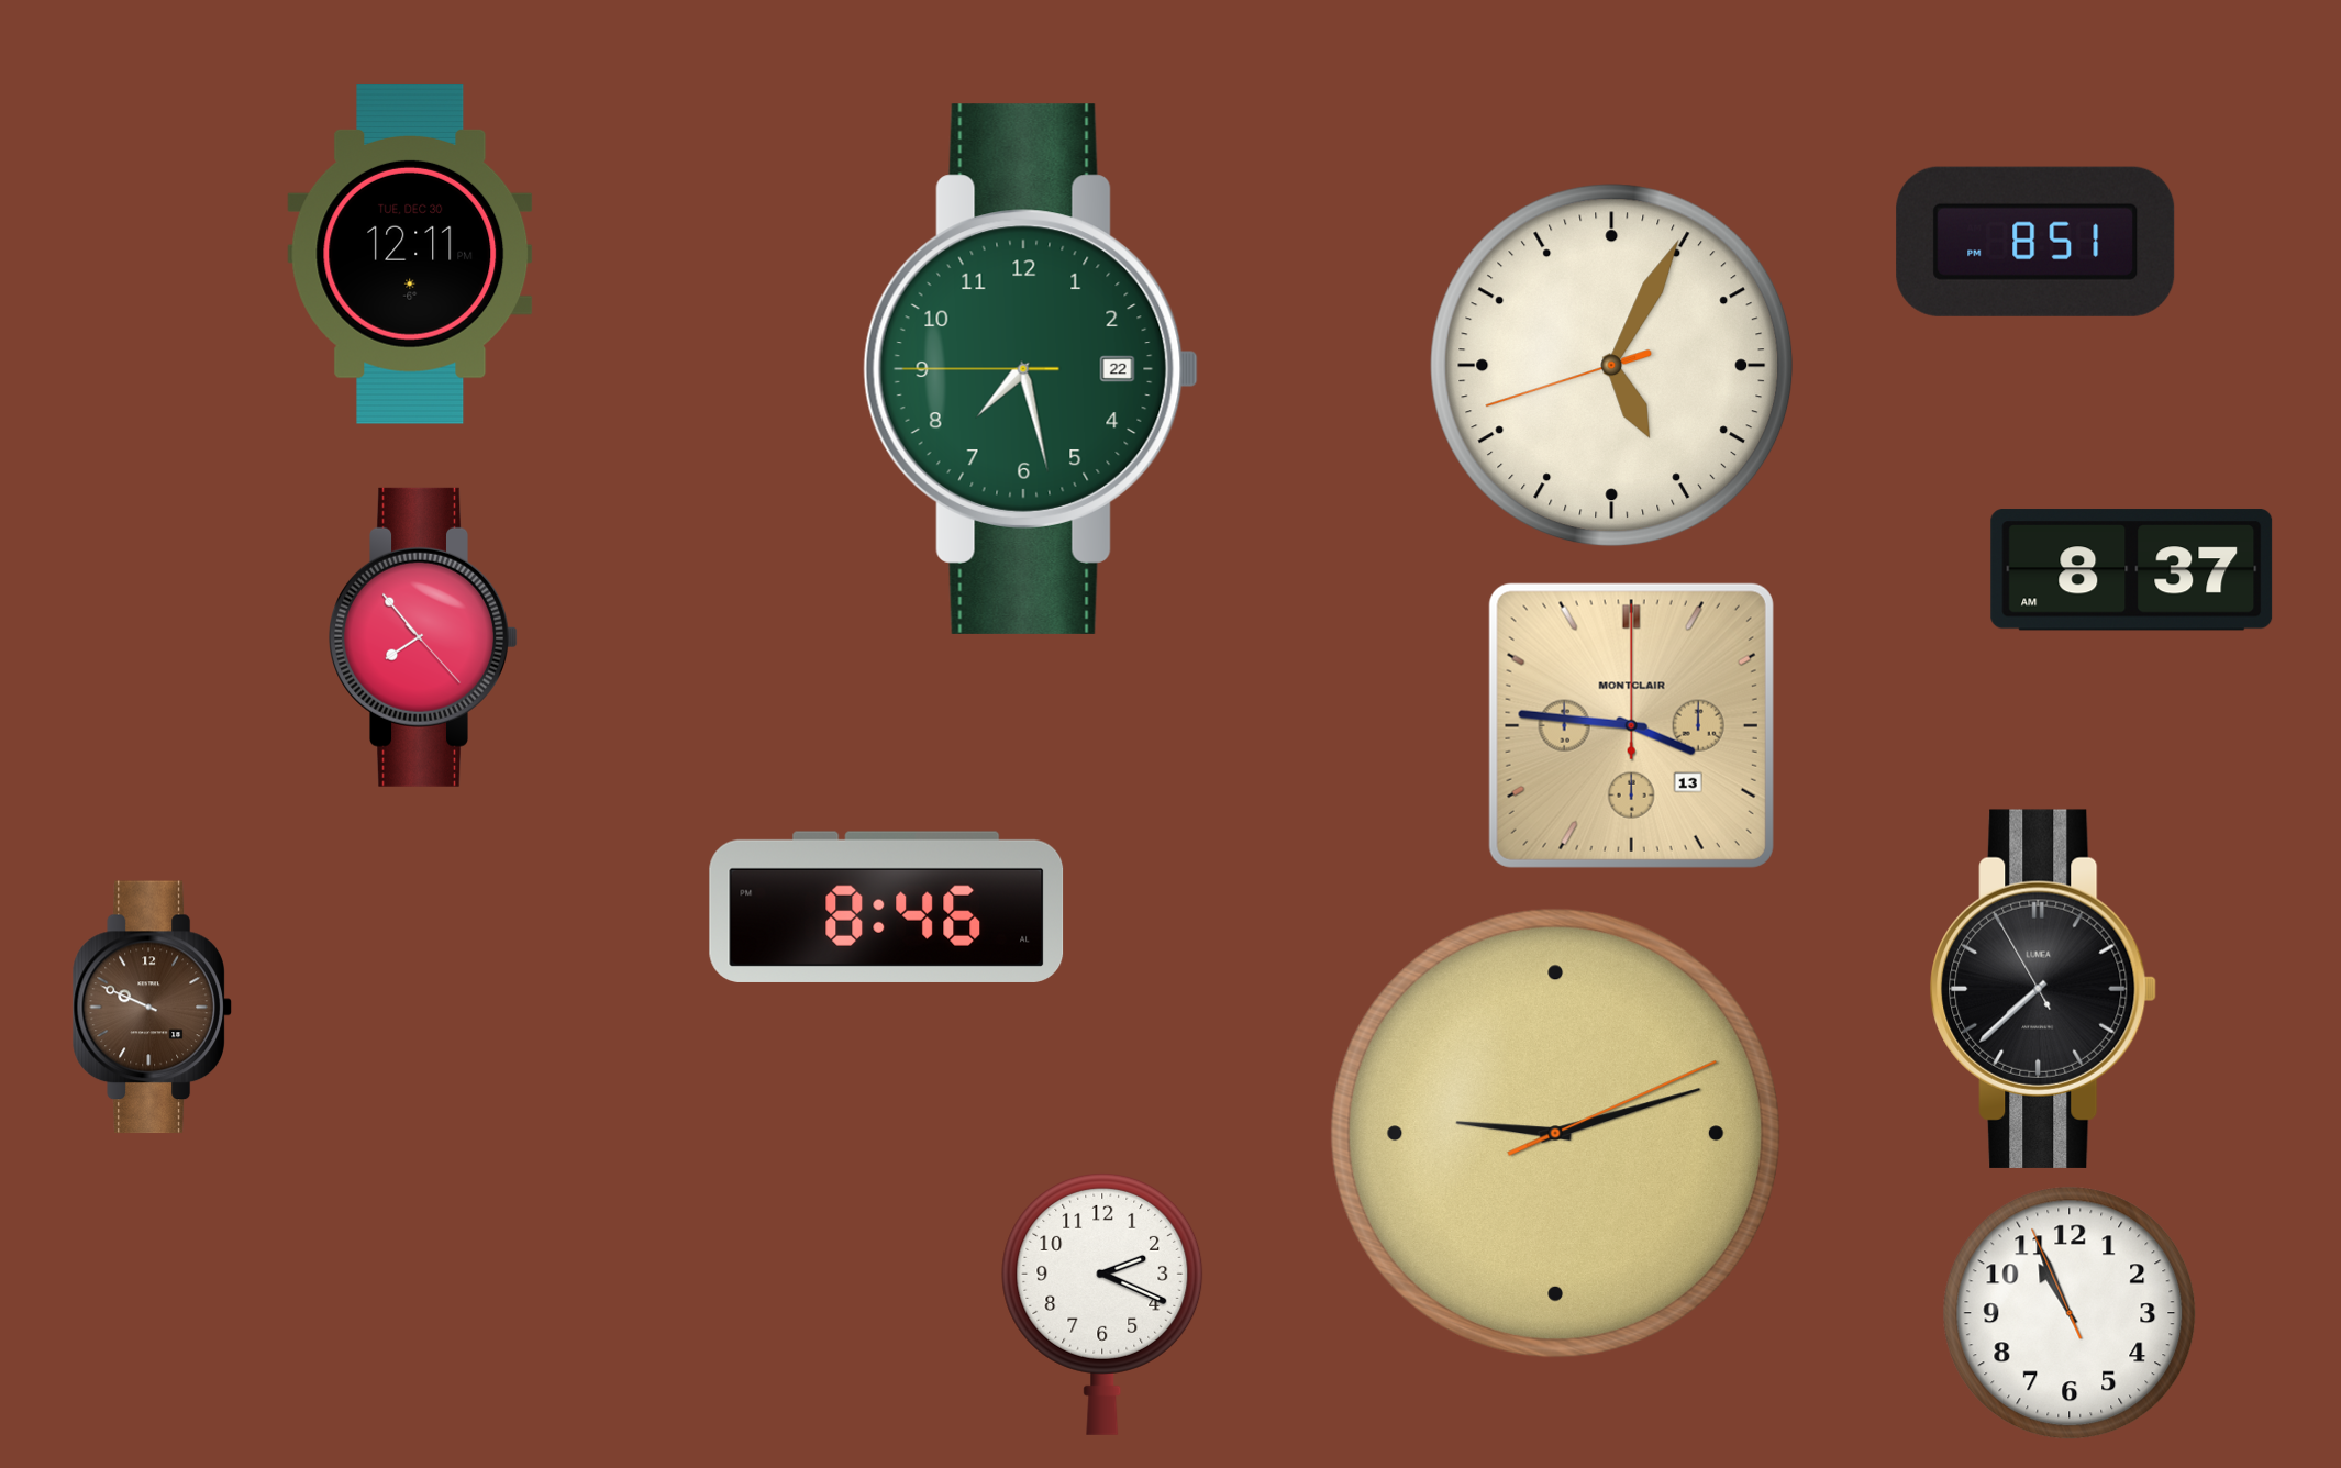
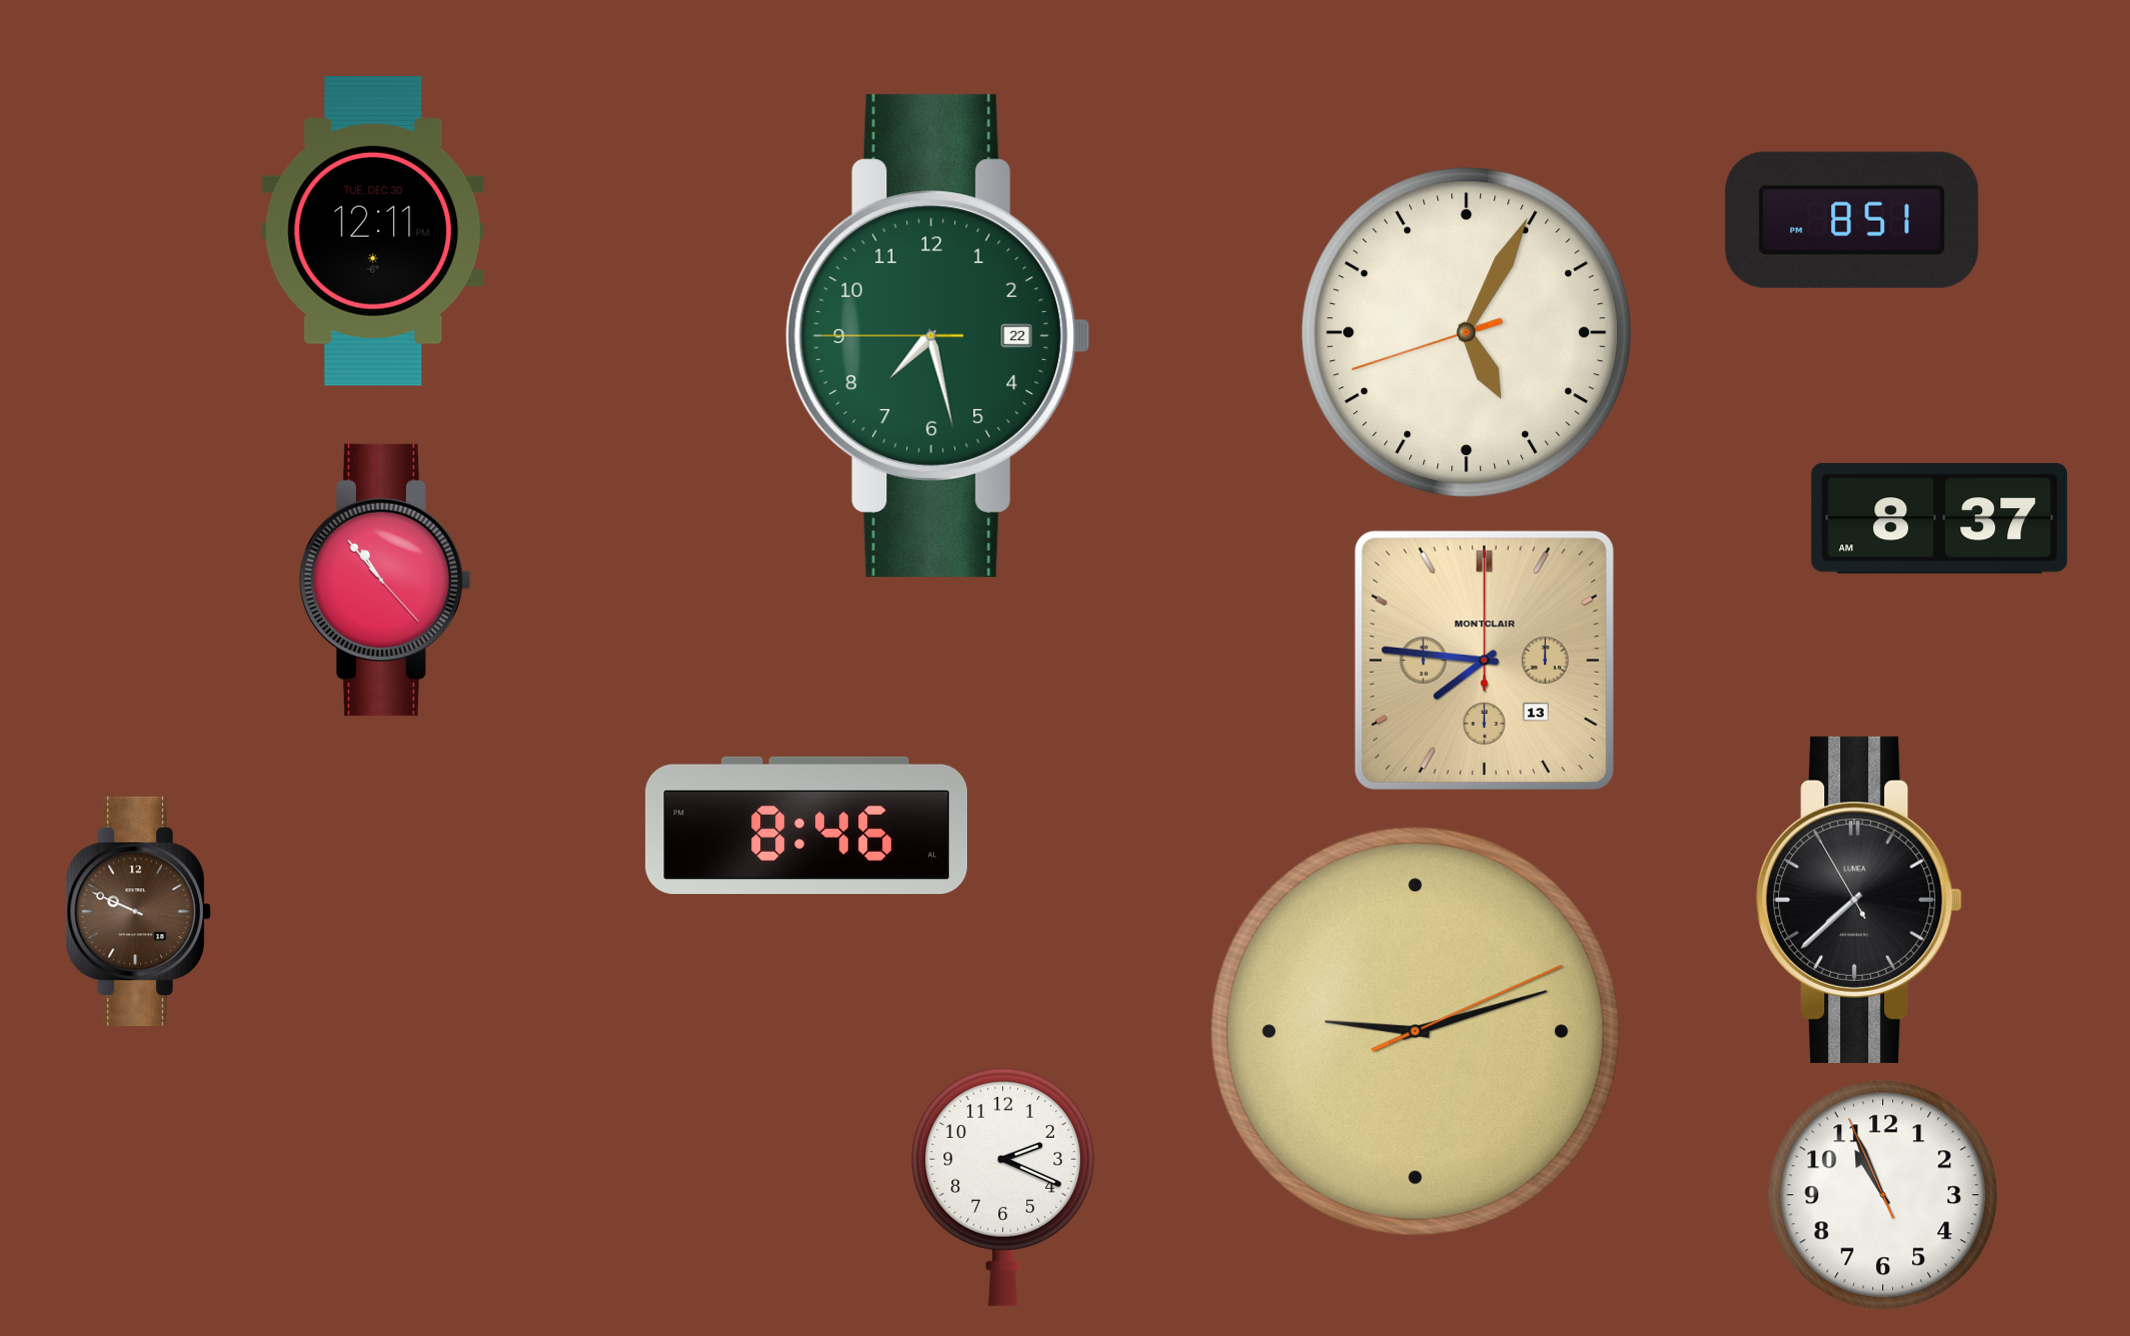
clock at (423, 637): 7:53 -> 10:53
clock at (1631, 725): 3:46 -> 7:46
clock at (152, 1008) position: (152, 1008) -> (138, 912)
